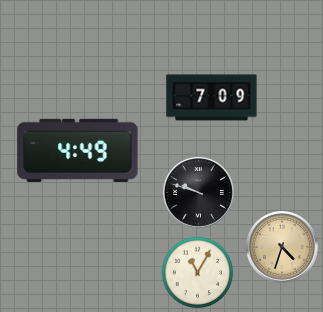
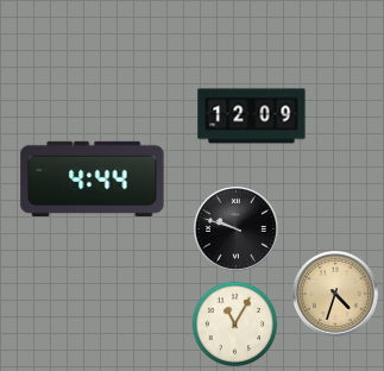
clock at (212, 98): 7:09 -> 12:09
clock at (78, 150): 4:49 -> 4:44
